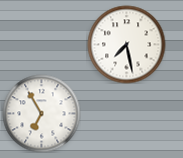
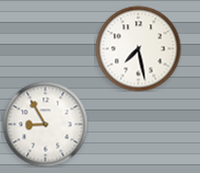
clock at (41, 113): 6:55 -> 8:55
